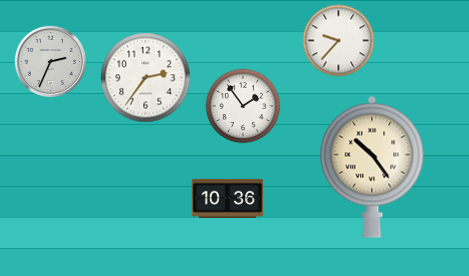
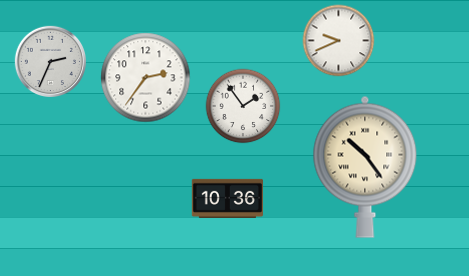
clock at (339, 41): 9:37 -> 9:41
clock at (372, 167) position: (372, 167) -> (365, 167)
